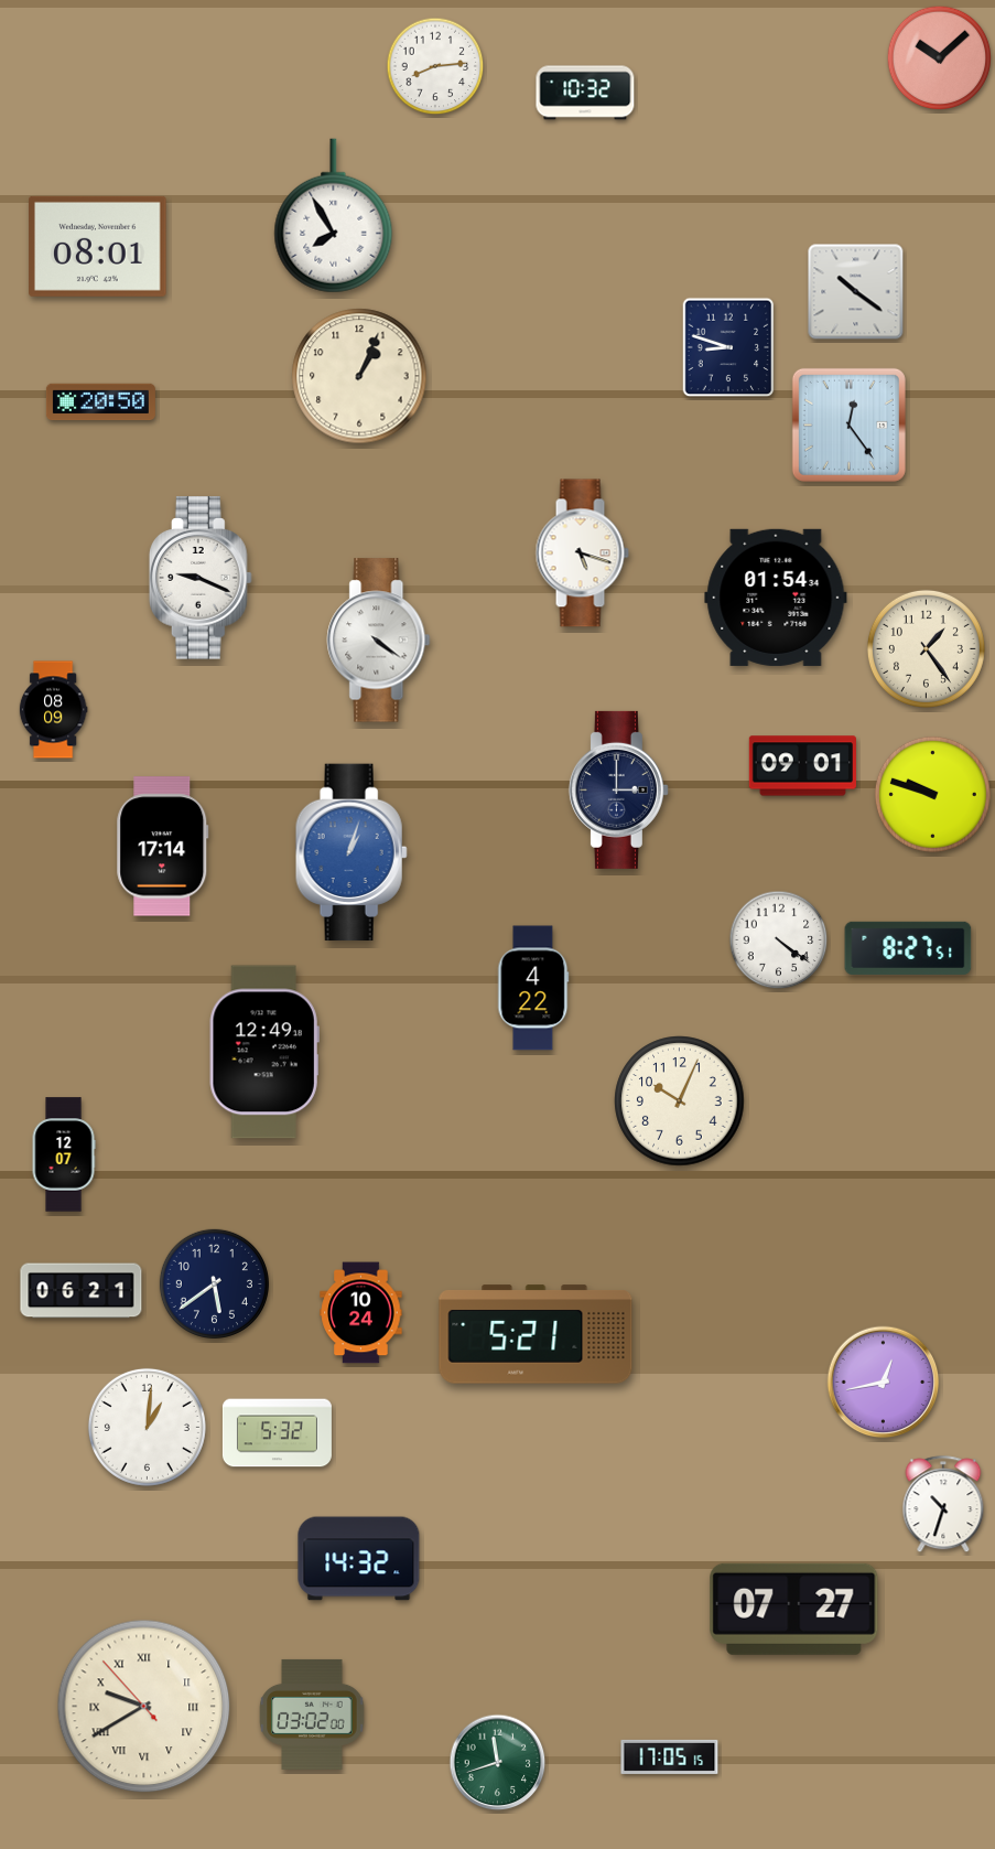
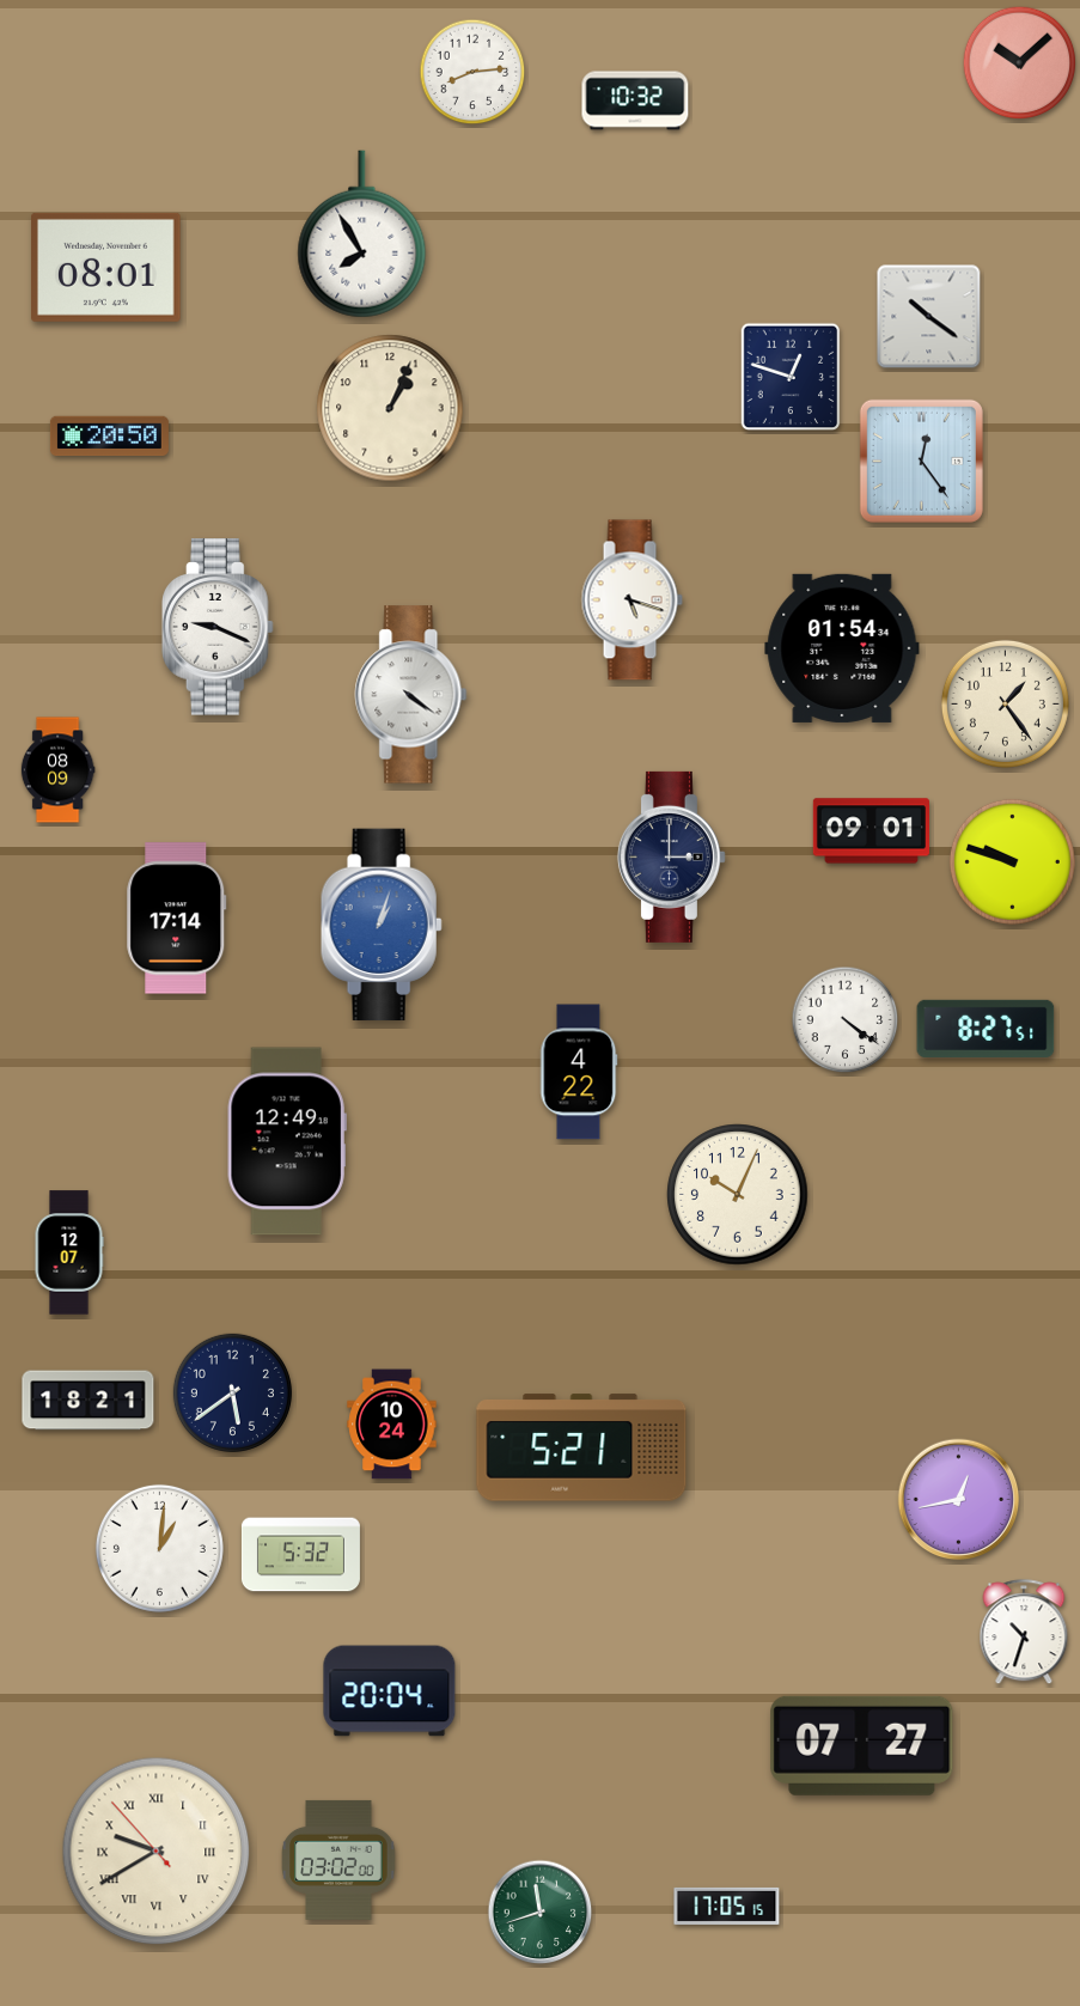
clock at (728, 347): 8:48 -> 12:48
clock at (82, 1291): 06:21 -> 18:21
clock at (359, 1559): 14:32 -> 20:04
